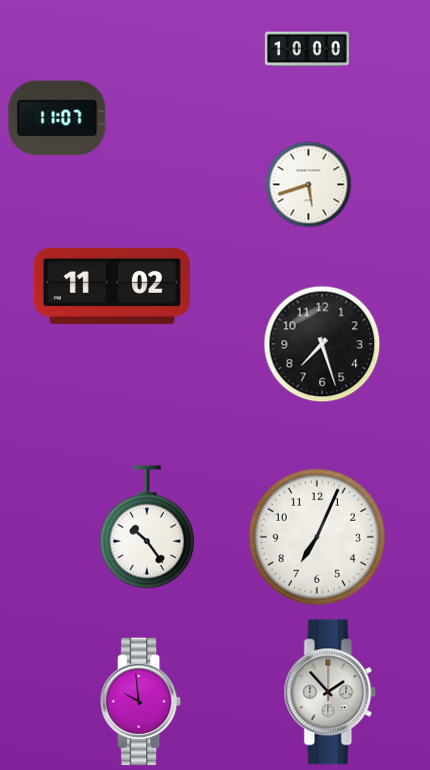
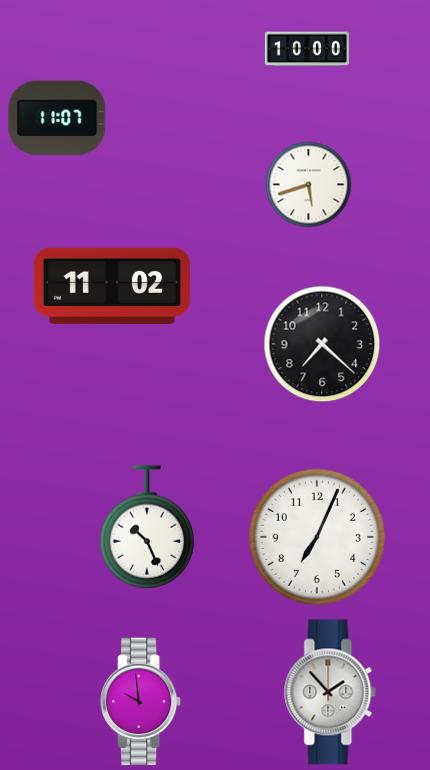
clock at (322, 344): 7:27 -> 7:22
clock at (147, 527): 10:24 -> 10:26
